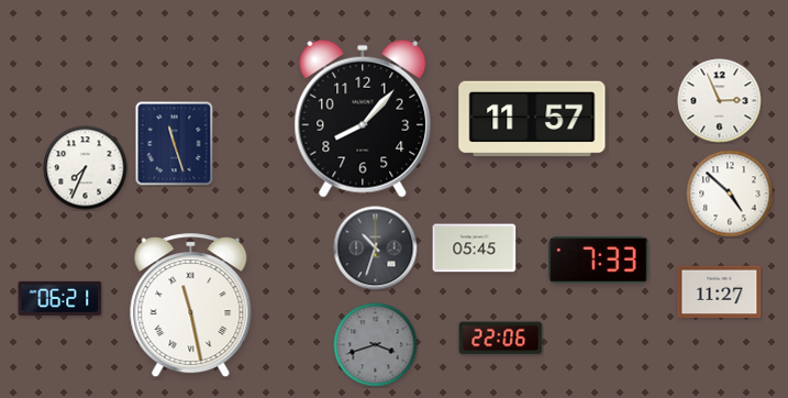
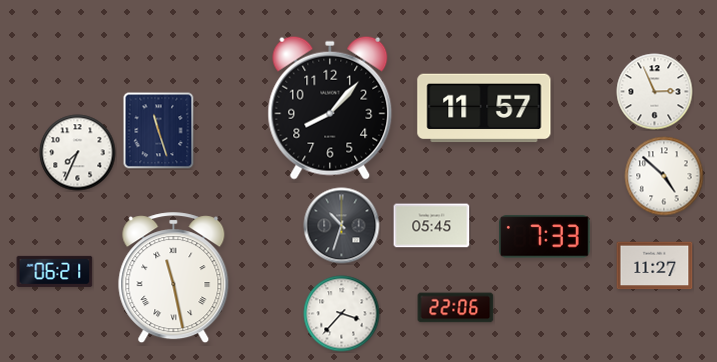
clock at (376, 345): 3:42 -> 3:37
clock at (376, 345) dial: grey -> white
